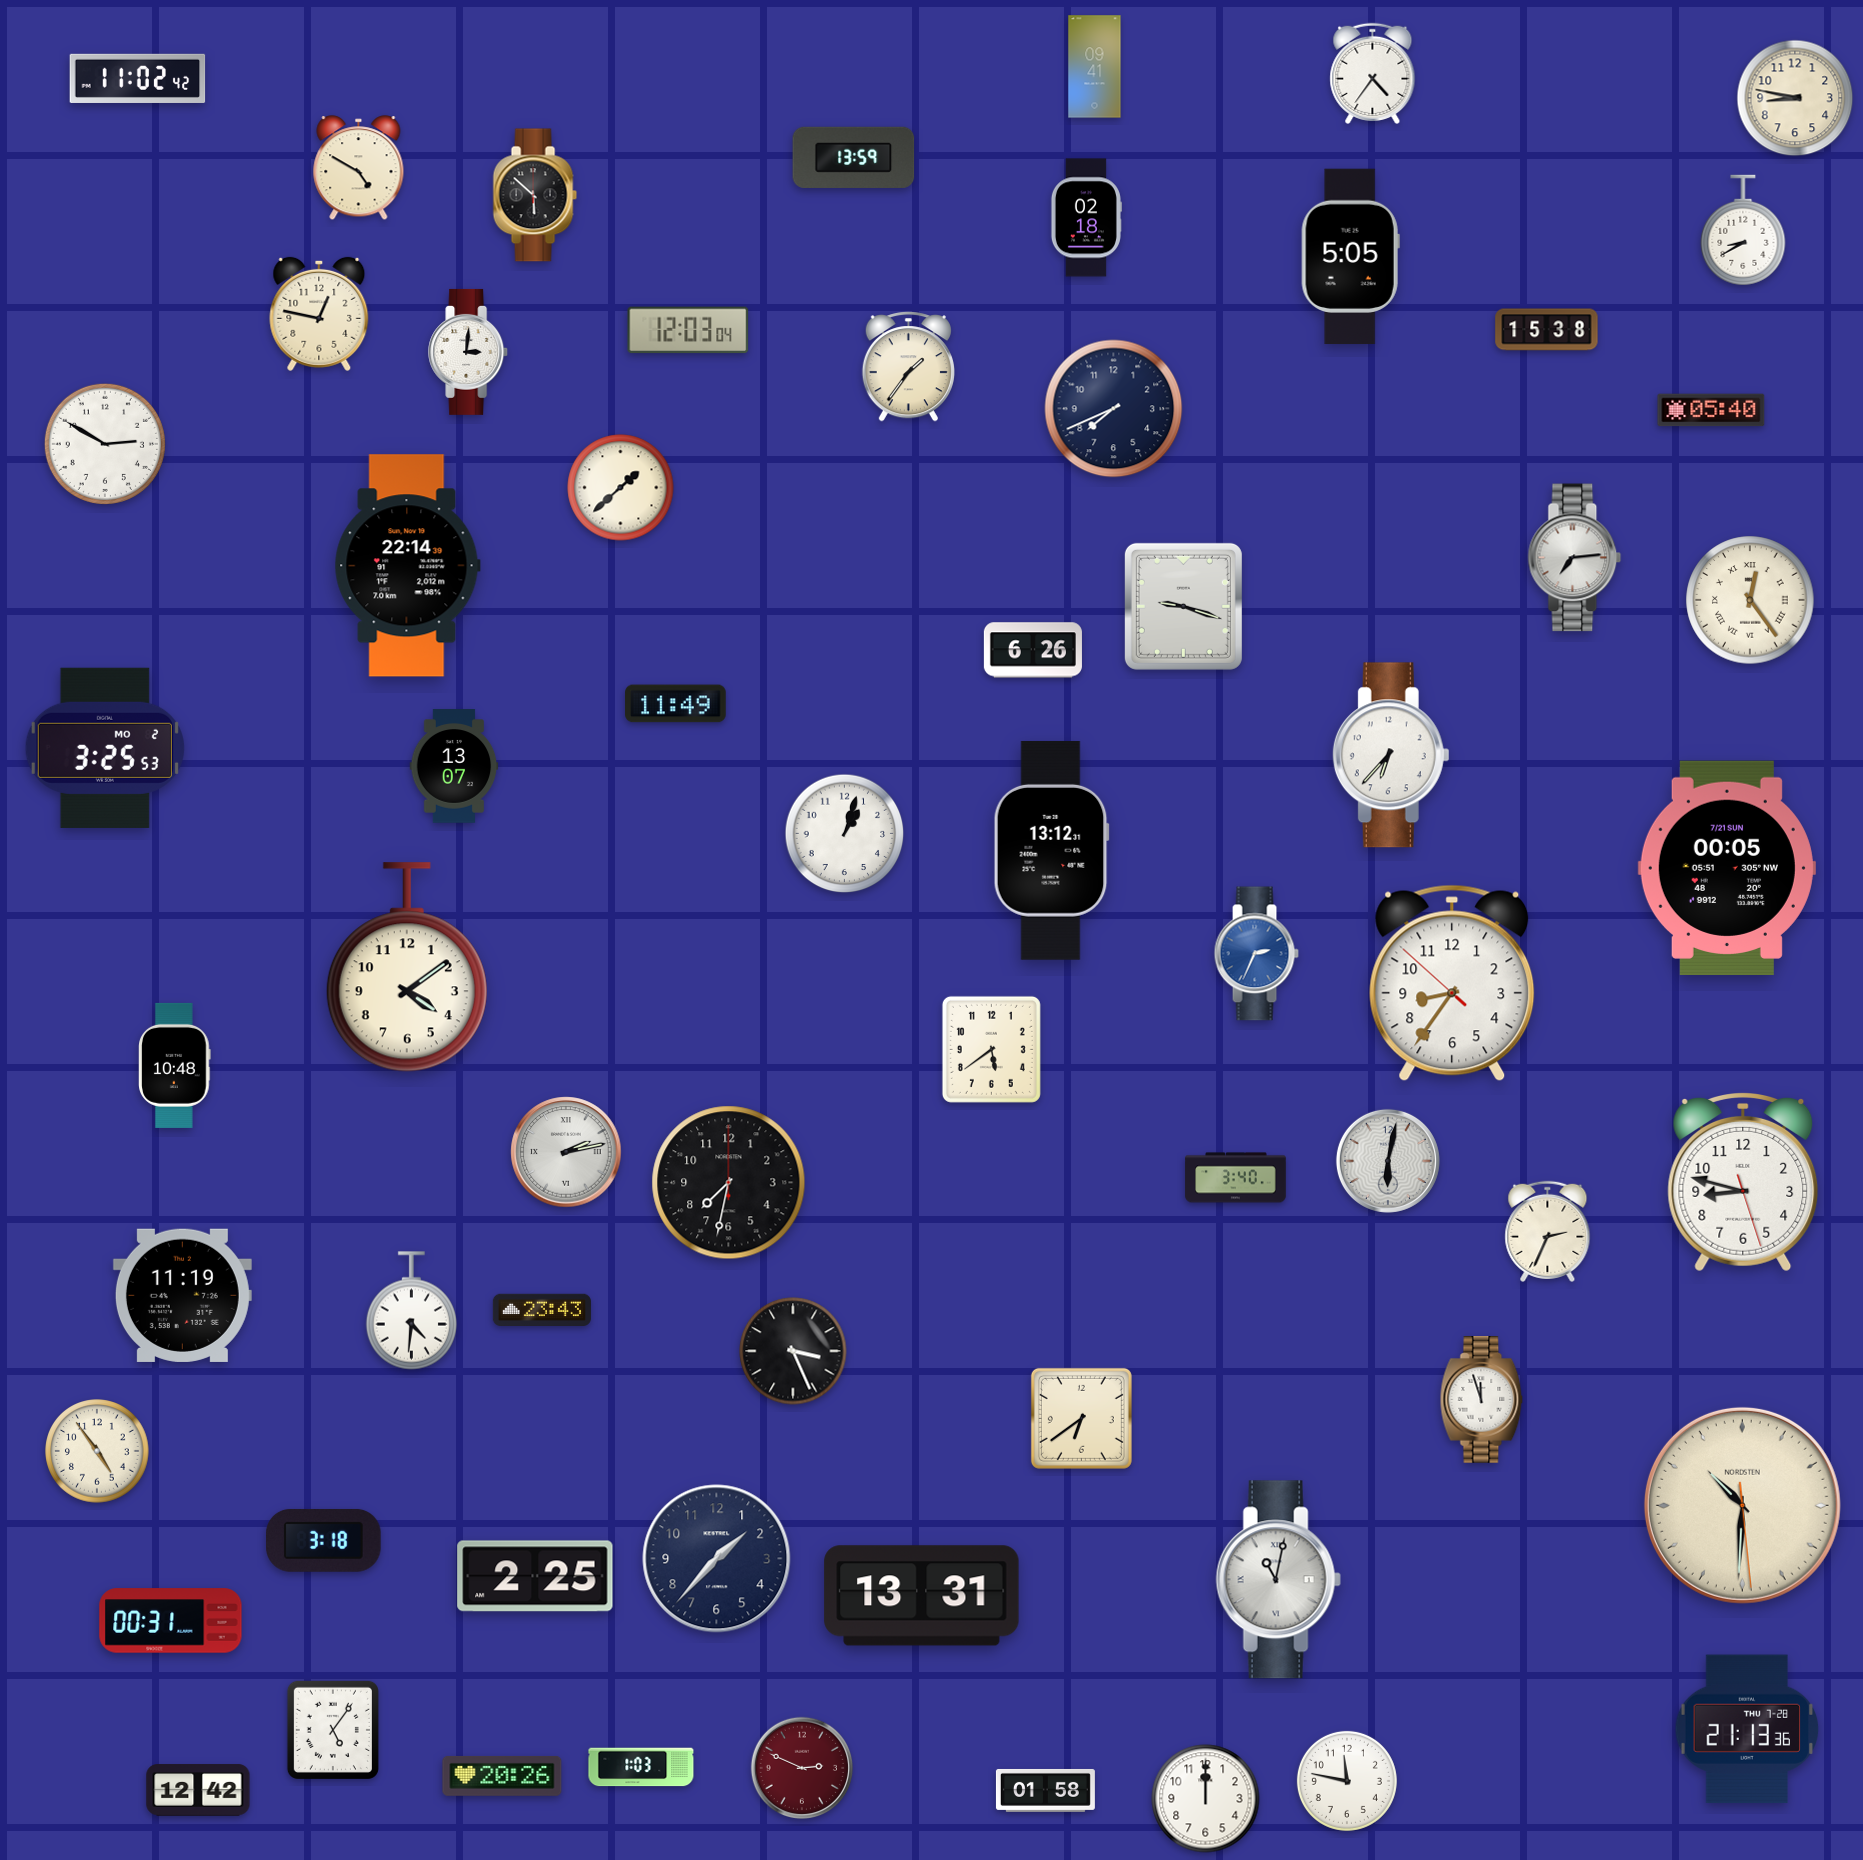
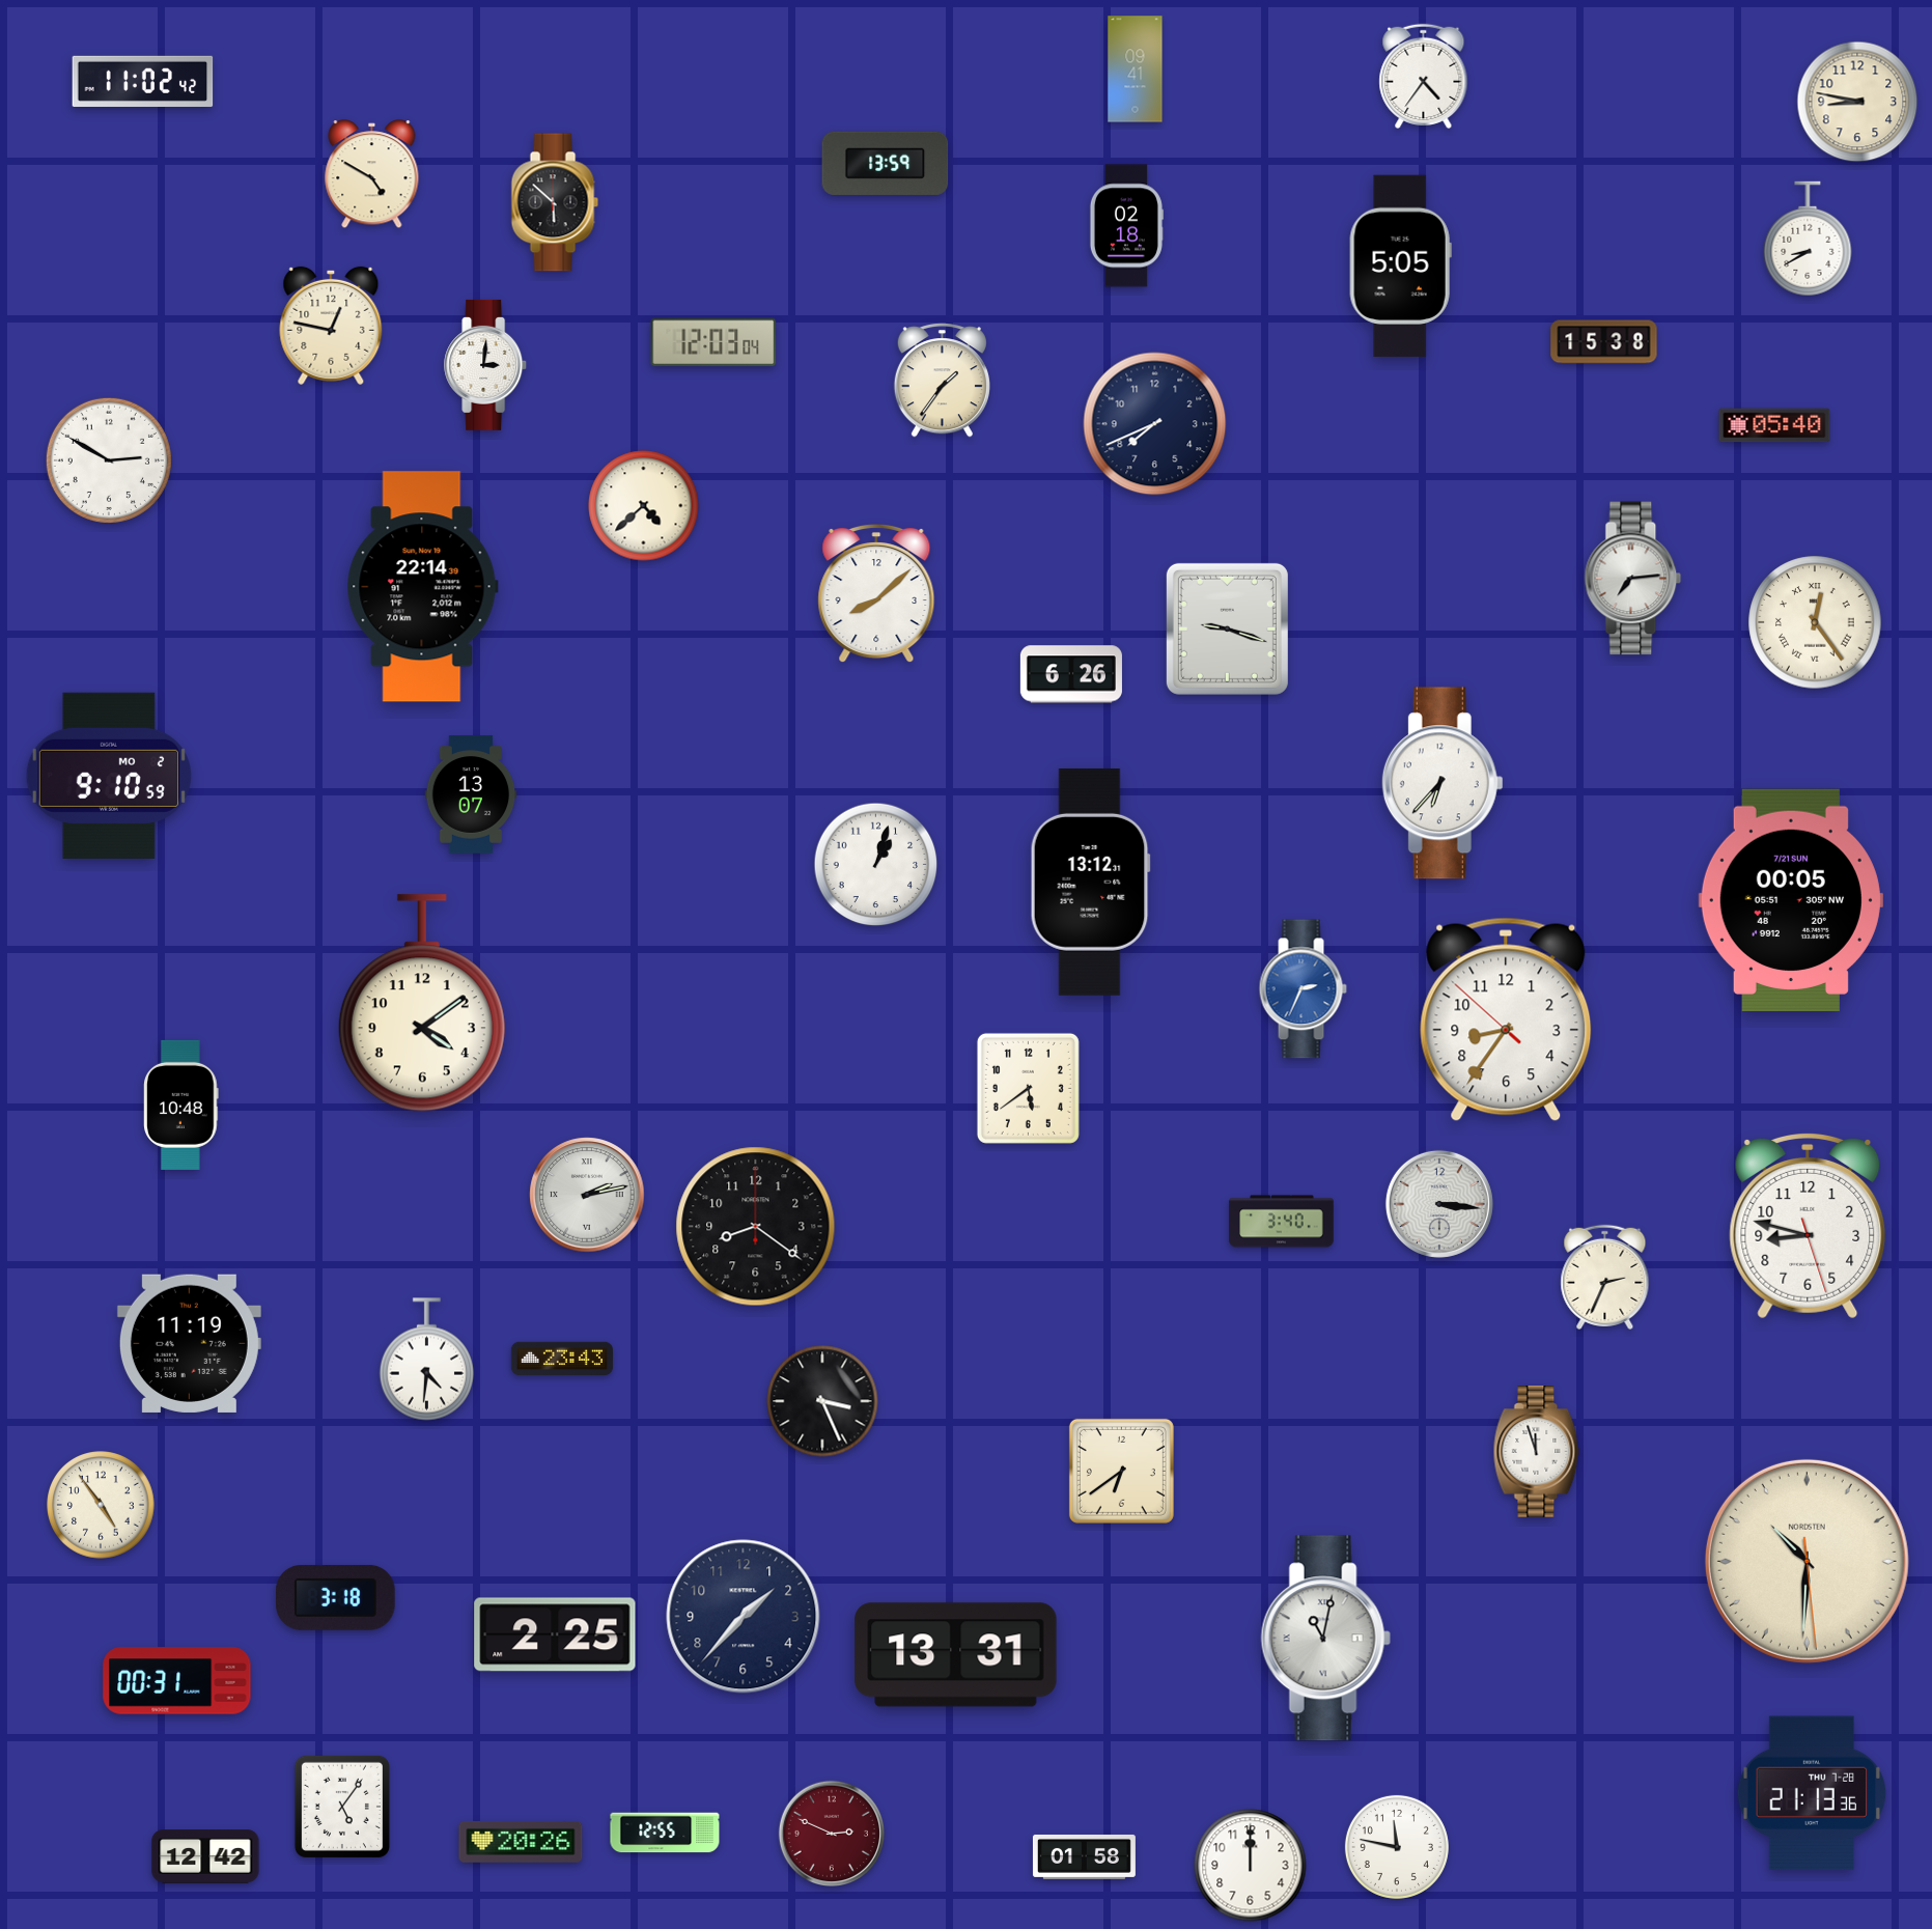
clock at (1795, 98) position: (1795, 98) -> (1857, 102)
clock at (621, 488): 1:38 -> 4:38
clock at (876, 593): none -> 8:08
clock at (676, 704): 11:49 -> none
clock at (105, 748): 3:25 -> 9:10
clock at (1388, 1161): 6:02 -> 3:16
clock at (729, 1183): 7:32 -> 8:21
clock at (333, 1730) position: (333, 1730) -> (342, 1807)
clock at (641, 1767): 1:03 -> 12:55
